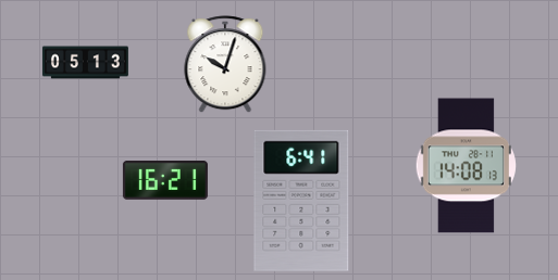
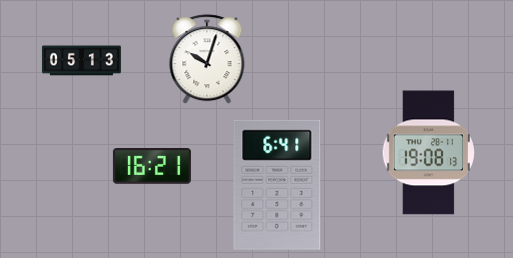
clock at (85, 63) position: (85, 63) -> (81, 61)
clock at (466, 166): 14:08 -> 19:08
